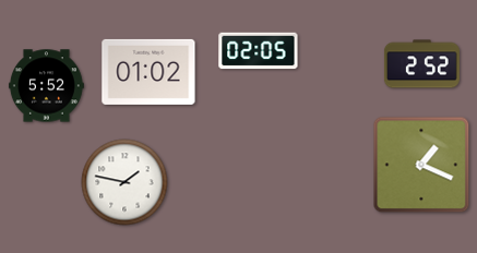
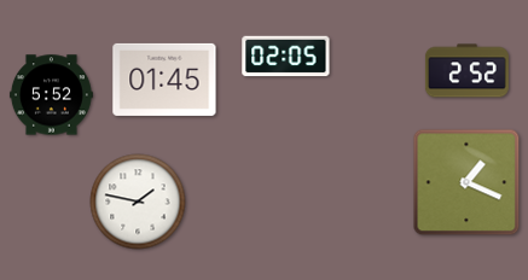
clock at (148, 72): 01:02 -> 01:45
